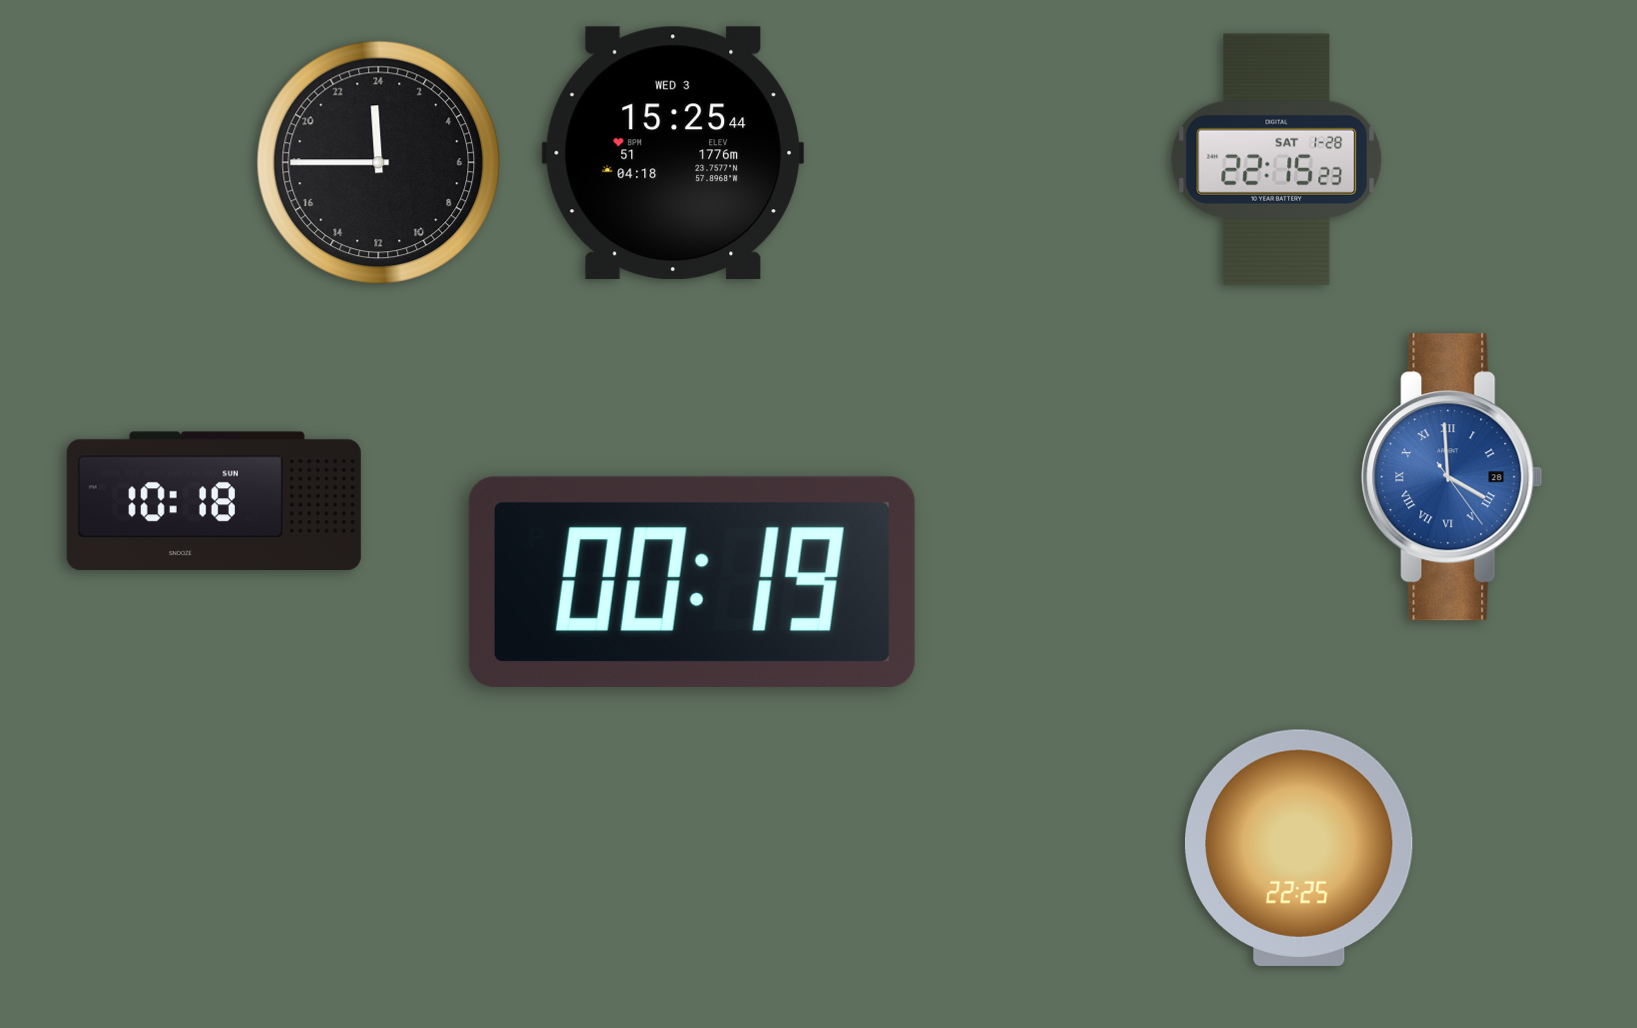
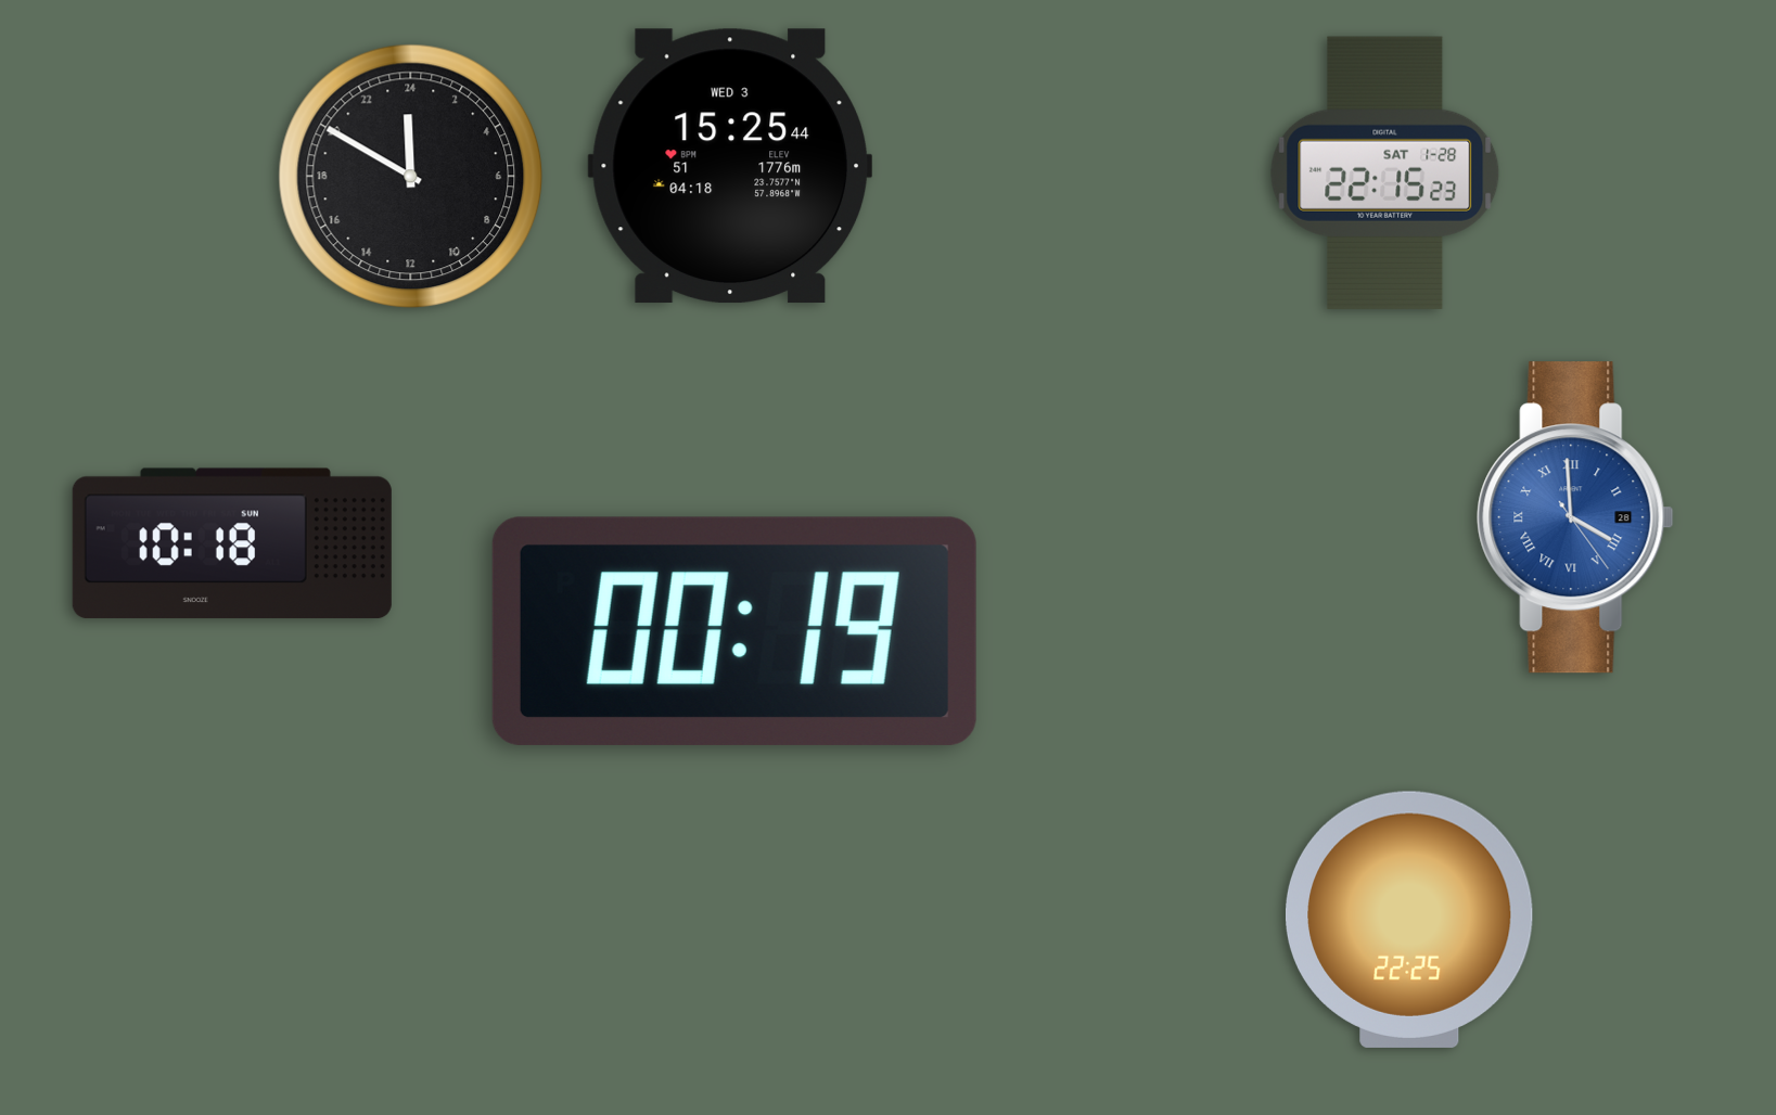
clock at (379, 163): 23:45 -> 23:50
clock at (692, 582) position: (692, 582) -> (734, 631)
